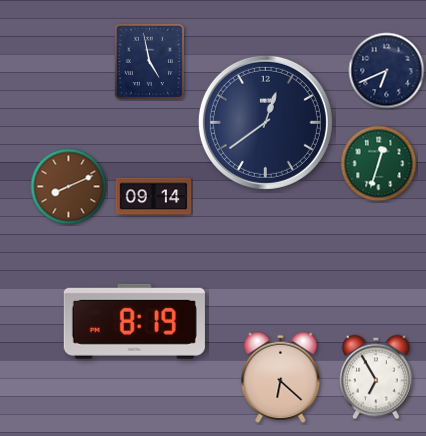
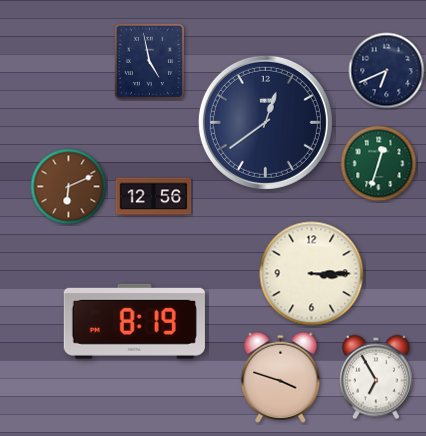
clock at (69, 187): 8:11 -> 6:11
clock at (154, 197): 09:14 -> 12:56
clock at (312, 274): none -> 3:15
clock at (281, 377): 6:22 -> 3:48
